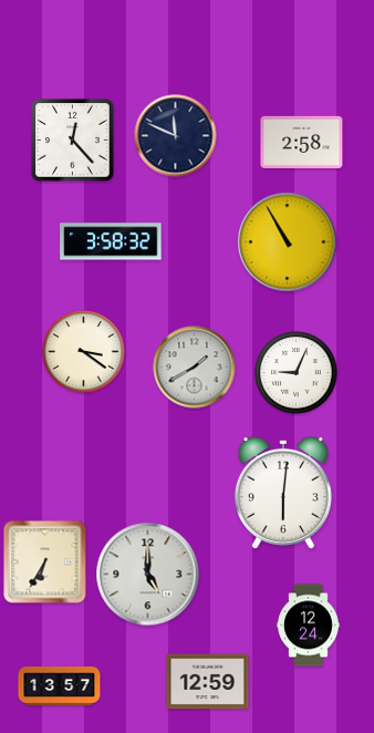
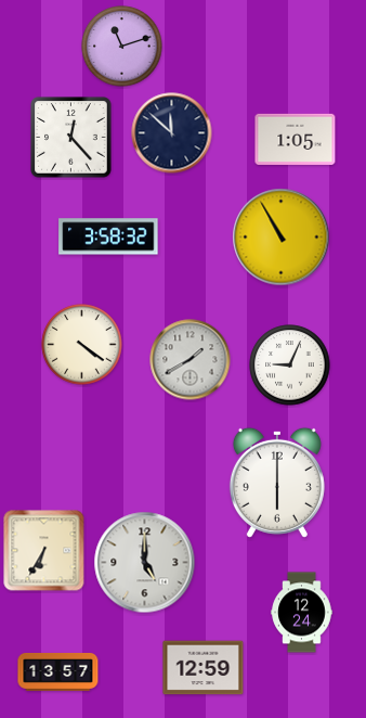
clock at (122, 47): none -> 11:12
clock at (176, 136): 11:49 -> 11:52
clock at (302, 142): 2:58 -> 1:05
clock at (84, 352): 3:21 -> 4:21
clock at (283, 493): 6:01 -> 6:00
